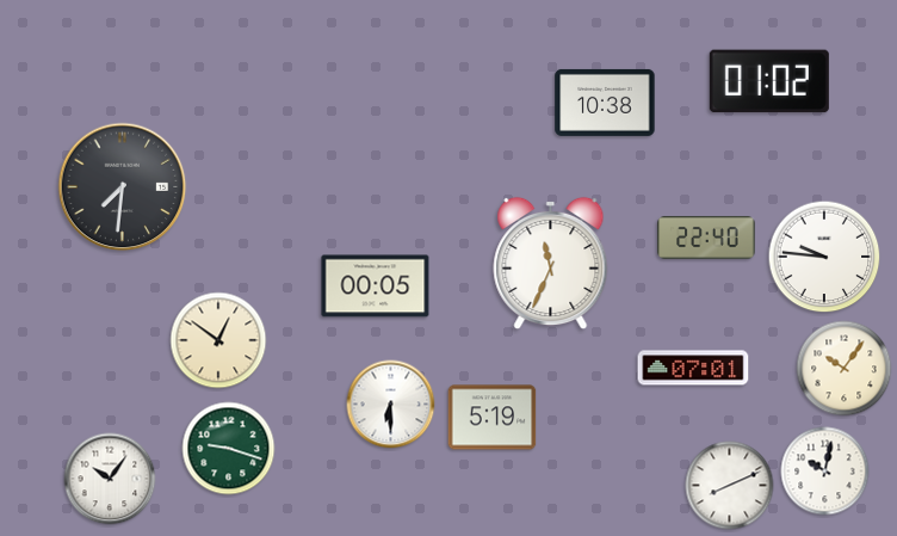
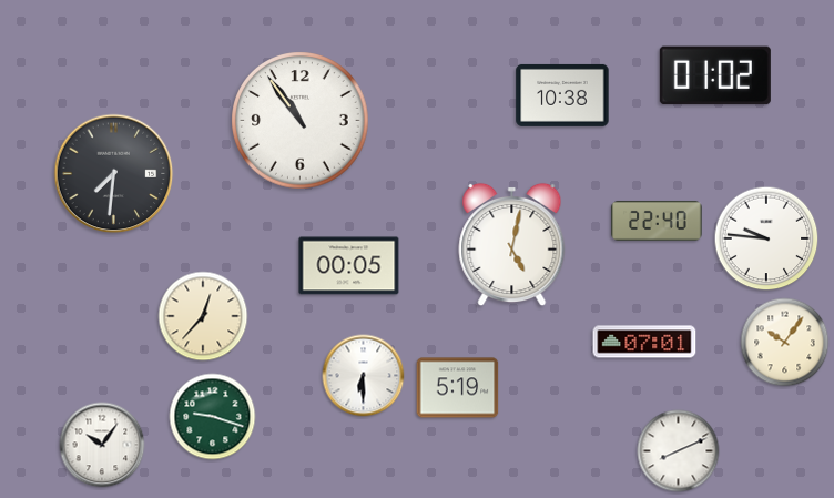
clock at (301, 121): none -> 10:54
clock at (551, 264): 11:34 -> 5:02
clock at (218, 340): 12:51 -> 12:37
clock at (825, 472): 10:02 -> none
